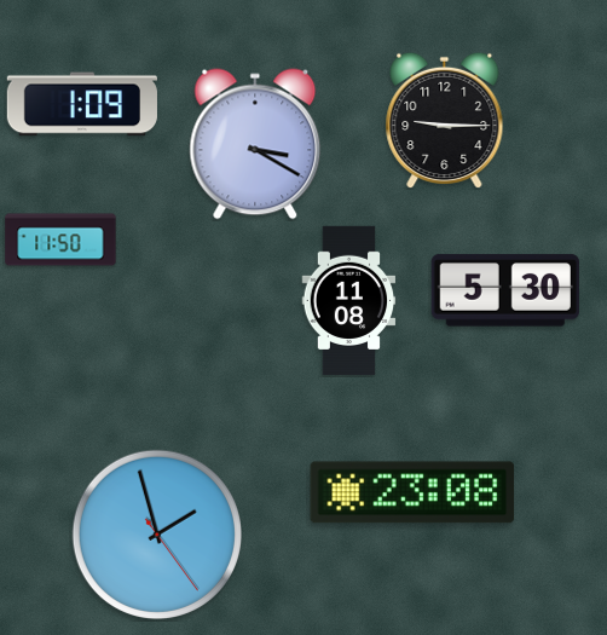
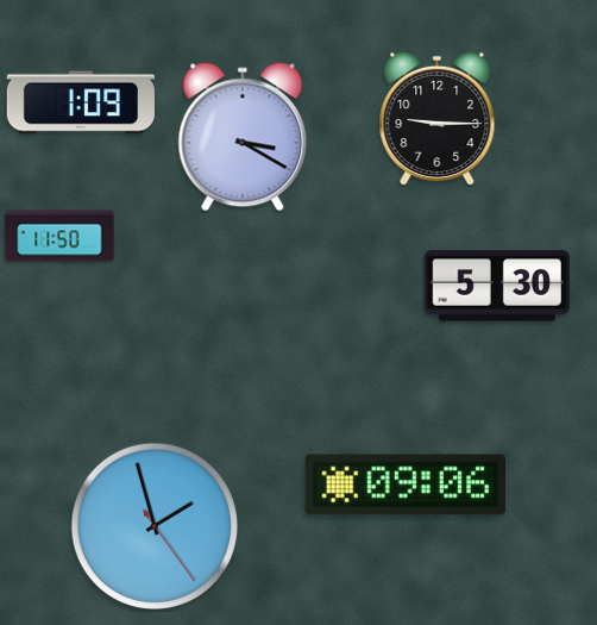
clock at (255, 144) position: (255, 144) -> (243, 137)
clock at (349, 301): 11:08 -> none
clock at (412, 492): 23:08 -> 09:06
